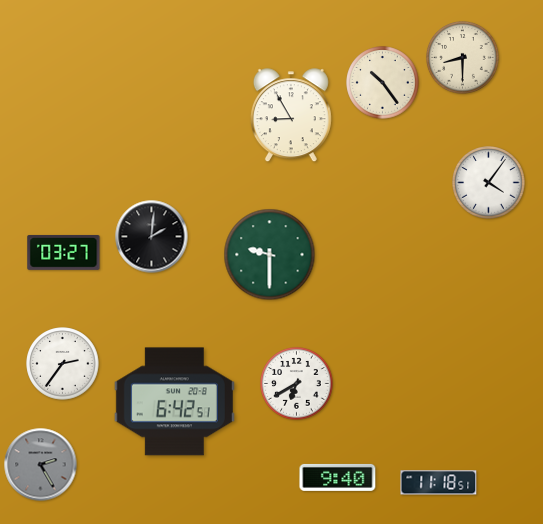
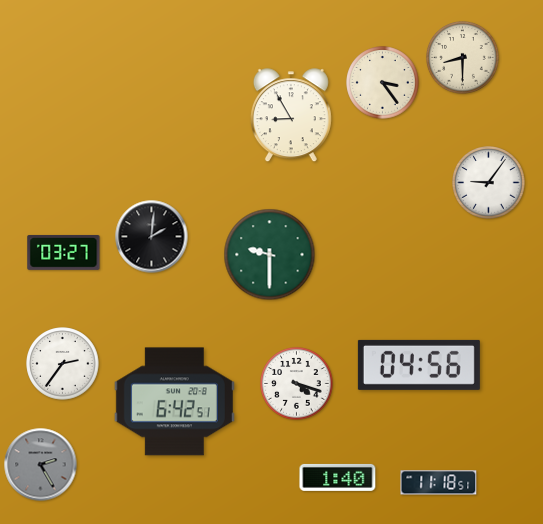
clock at (383, 83): 10:24 -> 3:24
clock at (489, 183): 4:06 -> 9:06
clock at (419, 365): none -> 04:56
clock at (297, 384): 6:40 -> 4:18
clock at (338, 477): 9:40 -> 1:40
